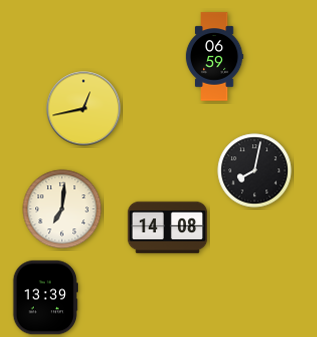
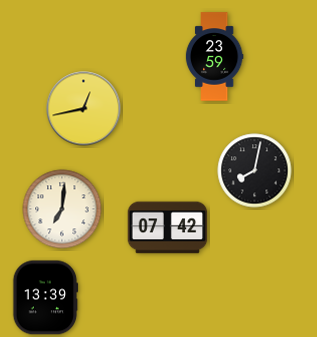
clock at (214, 57): 06:59 -> 23:59
clock at (168, 228): 14:08 -> 07:42
